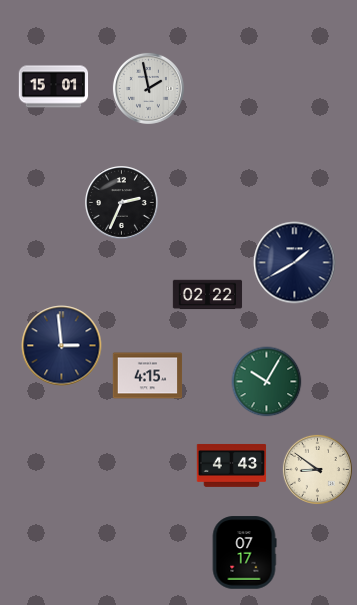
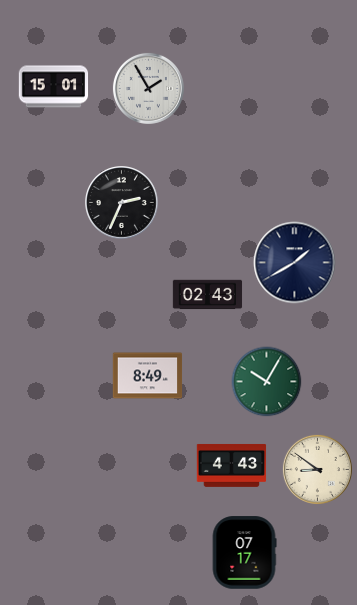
clock at (148, 88): 1:58 -> 1:55
clock at (208, 295): 02:22 -> 02:43
clock at (62, 346): 2:59 -> none
clock at (148, 376): 4:15 -> 8:49
